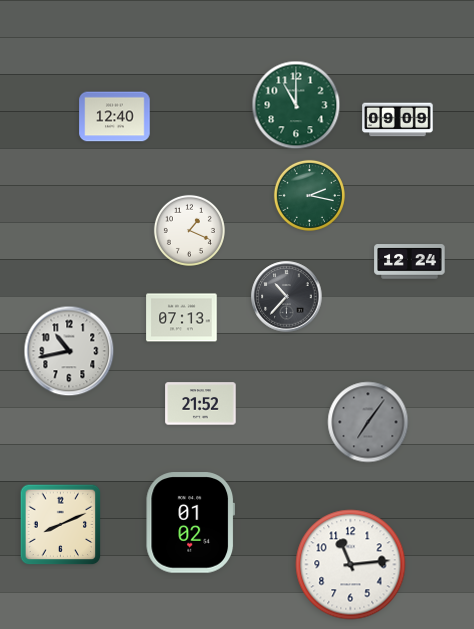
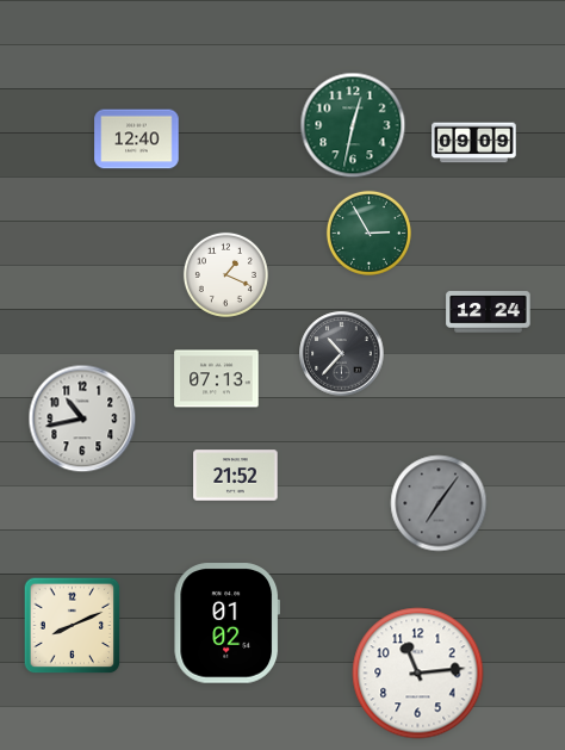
clock at (296, 105): 11:00 -> 12:32
clock at (309, 195): 2:17 -> 2:55
clock at (201, 404) position: (201, 404) -> (236, 476)
